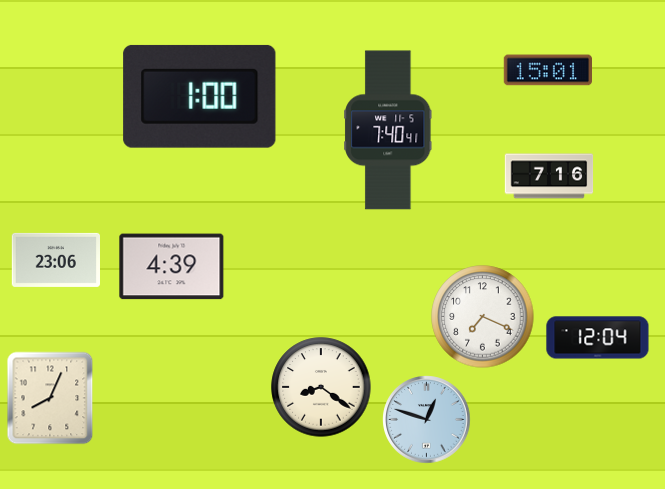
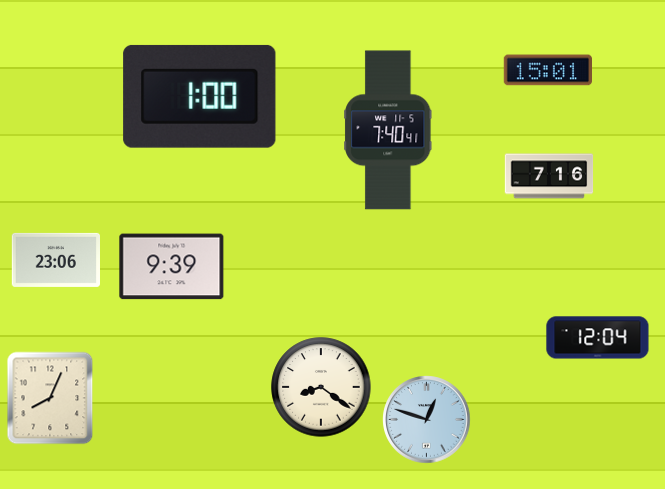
clock at (172, 267): 4:39 -> 9:39
clock at (483, 317): 7:19 -> none
